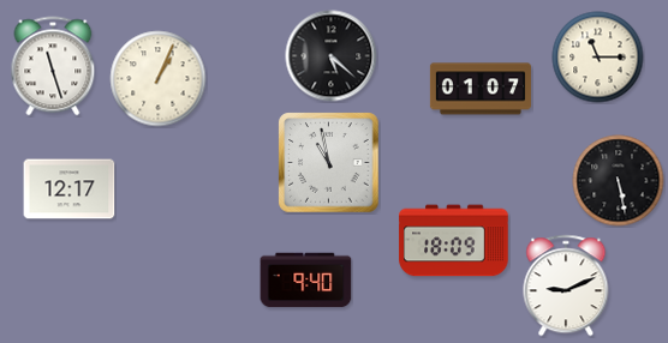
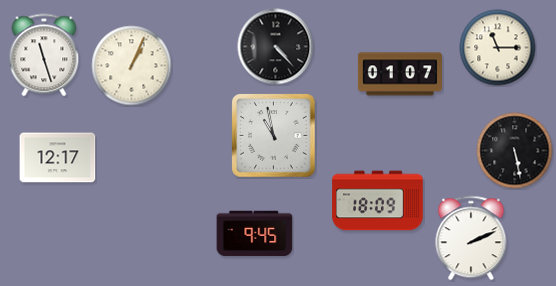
clock at (332, 56): 5:22 -> 4:23
clock at (306, 281): 9:40 -> 9:45
clock at (566, 285): 9:11 -> 2:11
